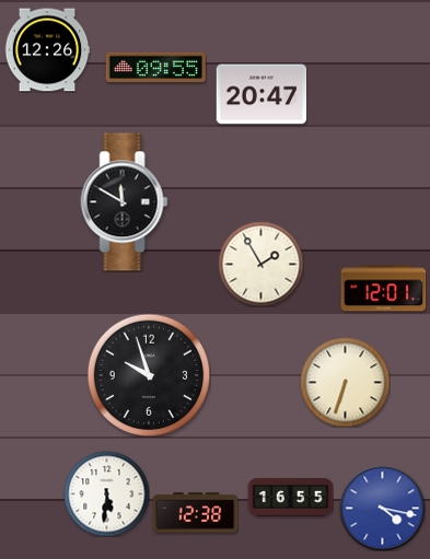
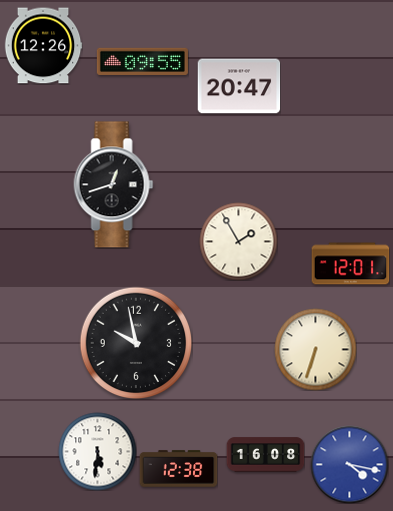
clock at (125, 202): 11:50 -> 12:42
clock at (149, 375): 9:57 -> 9:58
clock at (290, 498): 16:55 -> 16:08
